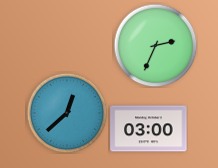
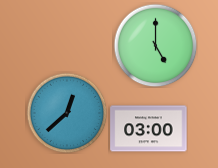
clock at (155, 45): 2:34 -> 5:00
